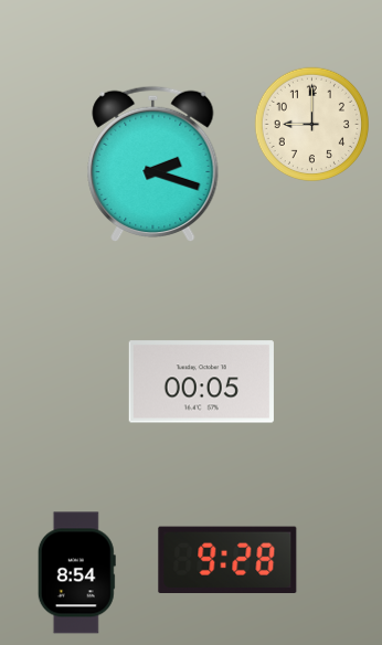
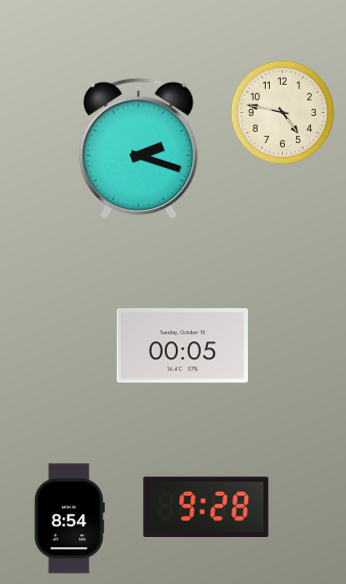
clock at (311, 124): 9:00 -> 4:47
